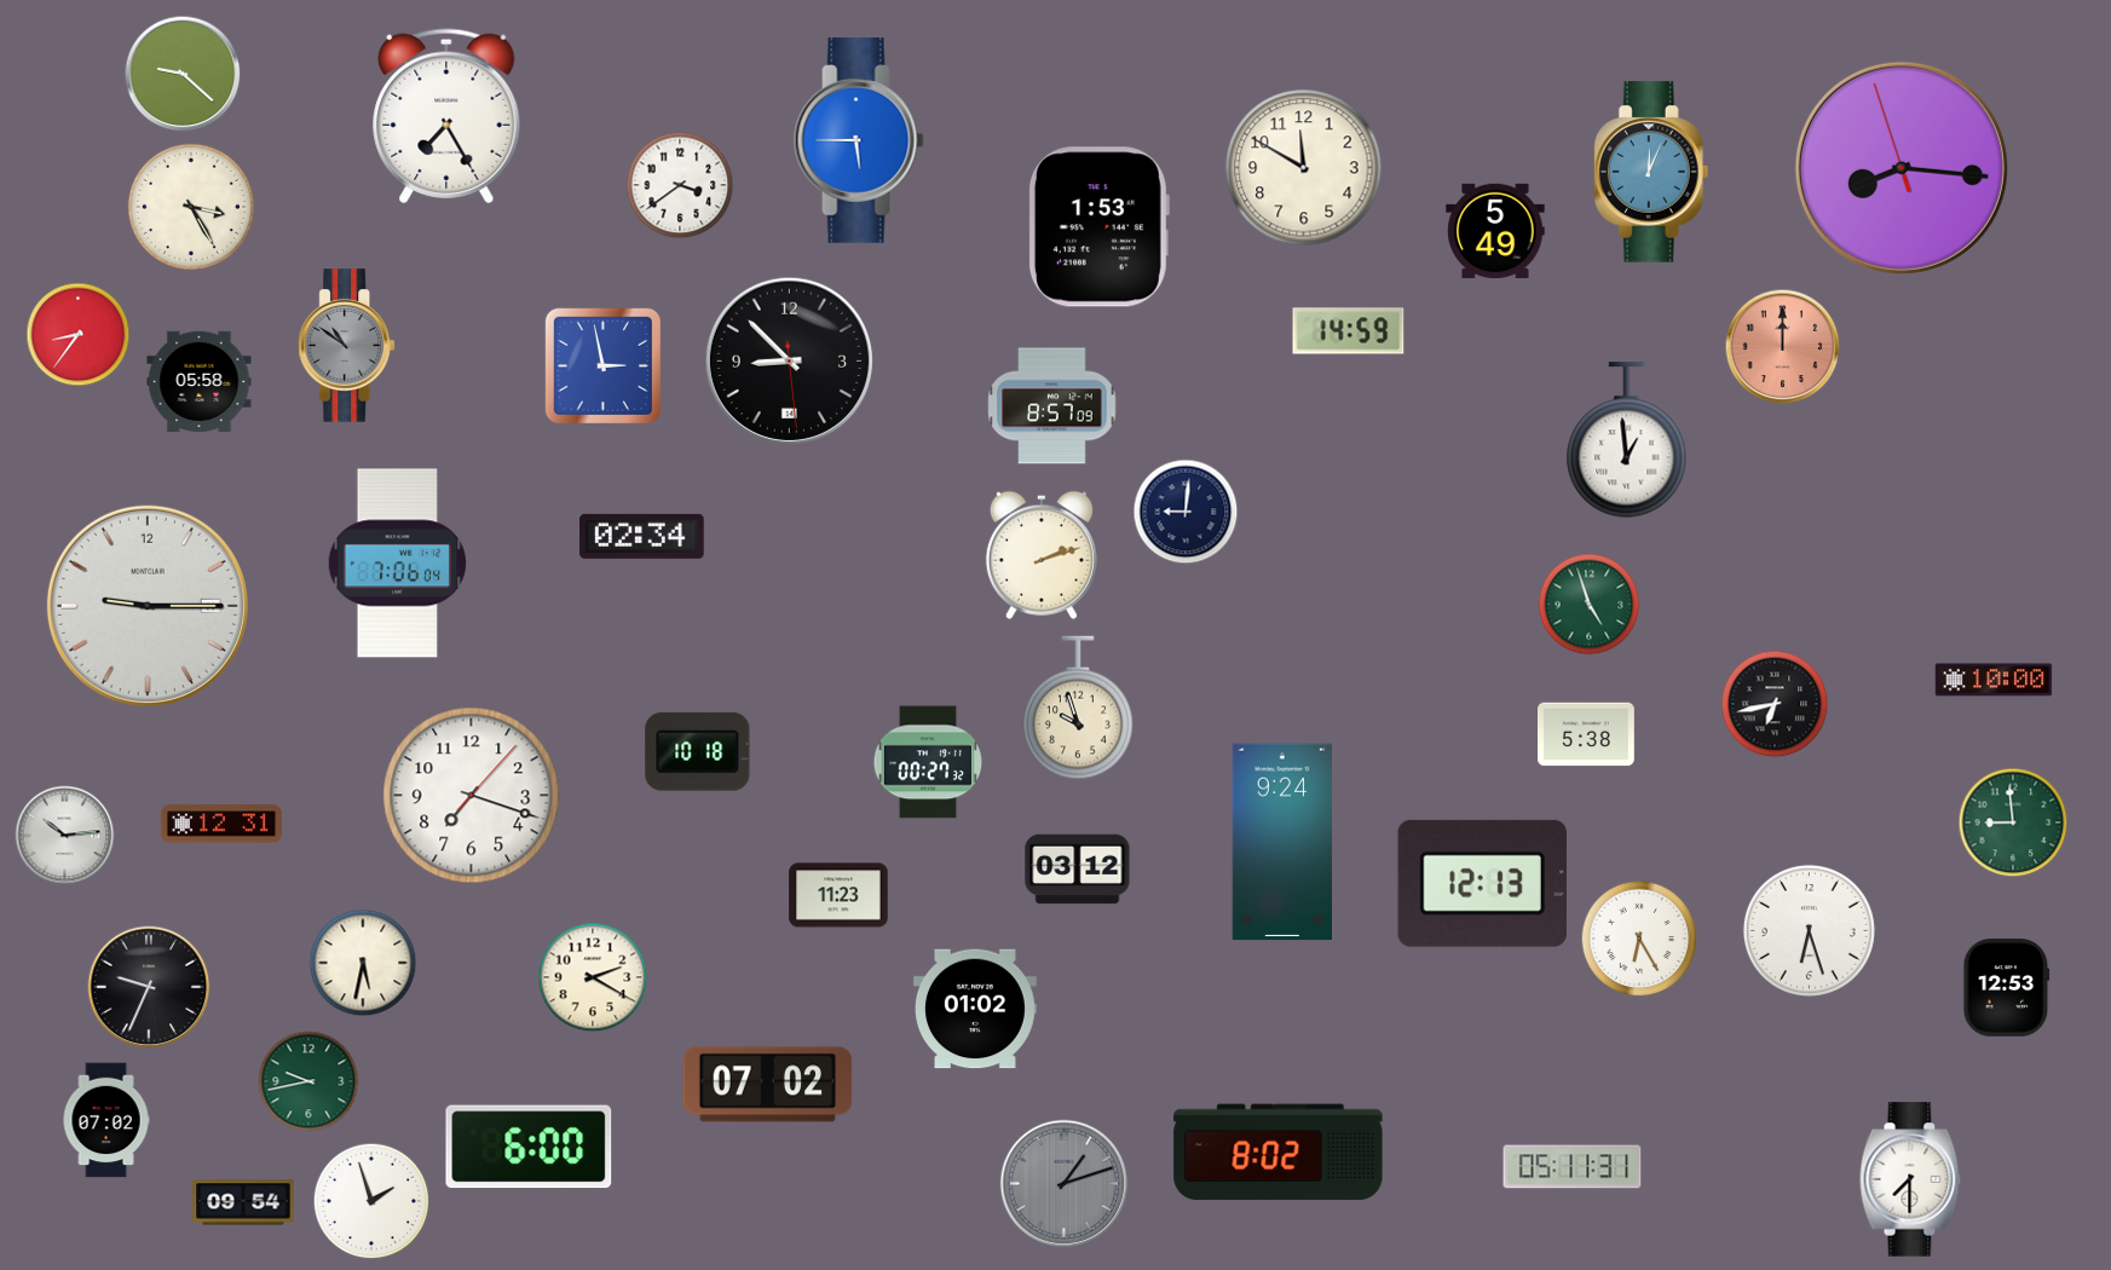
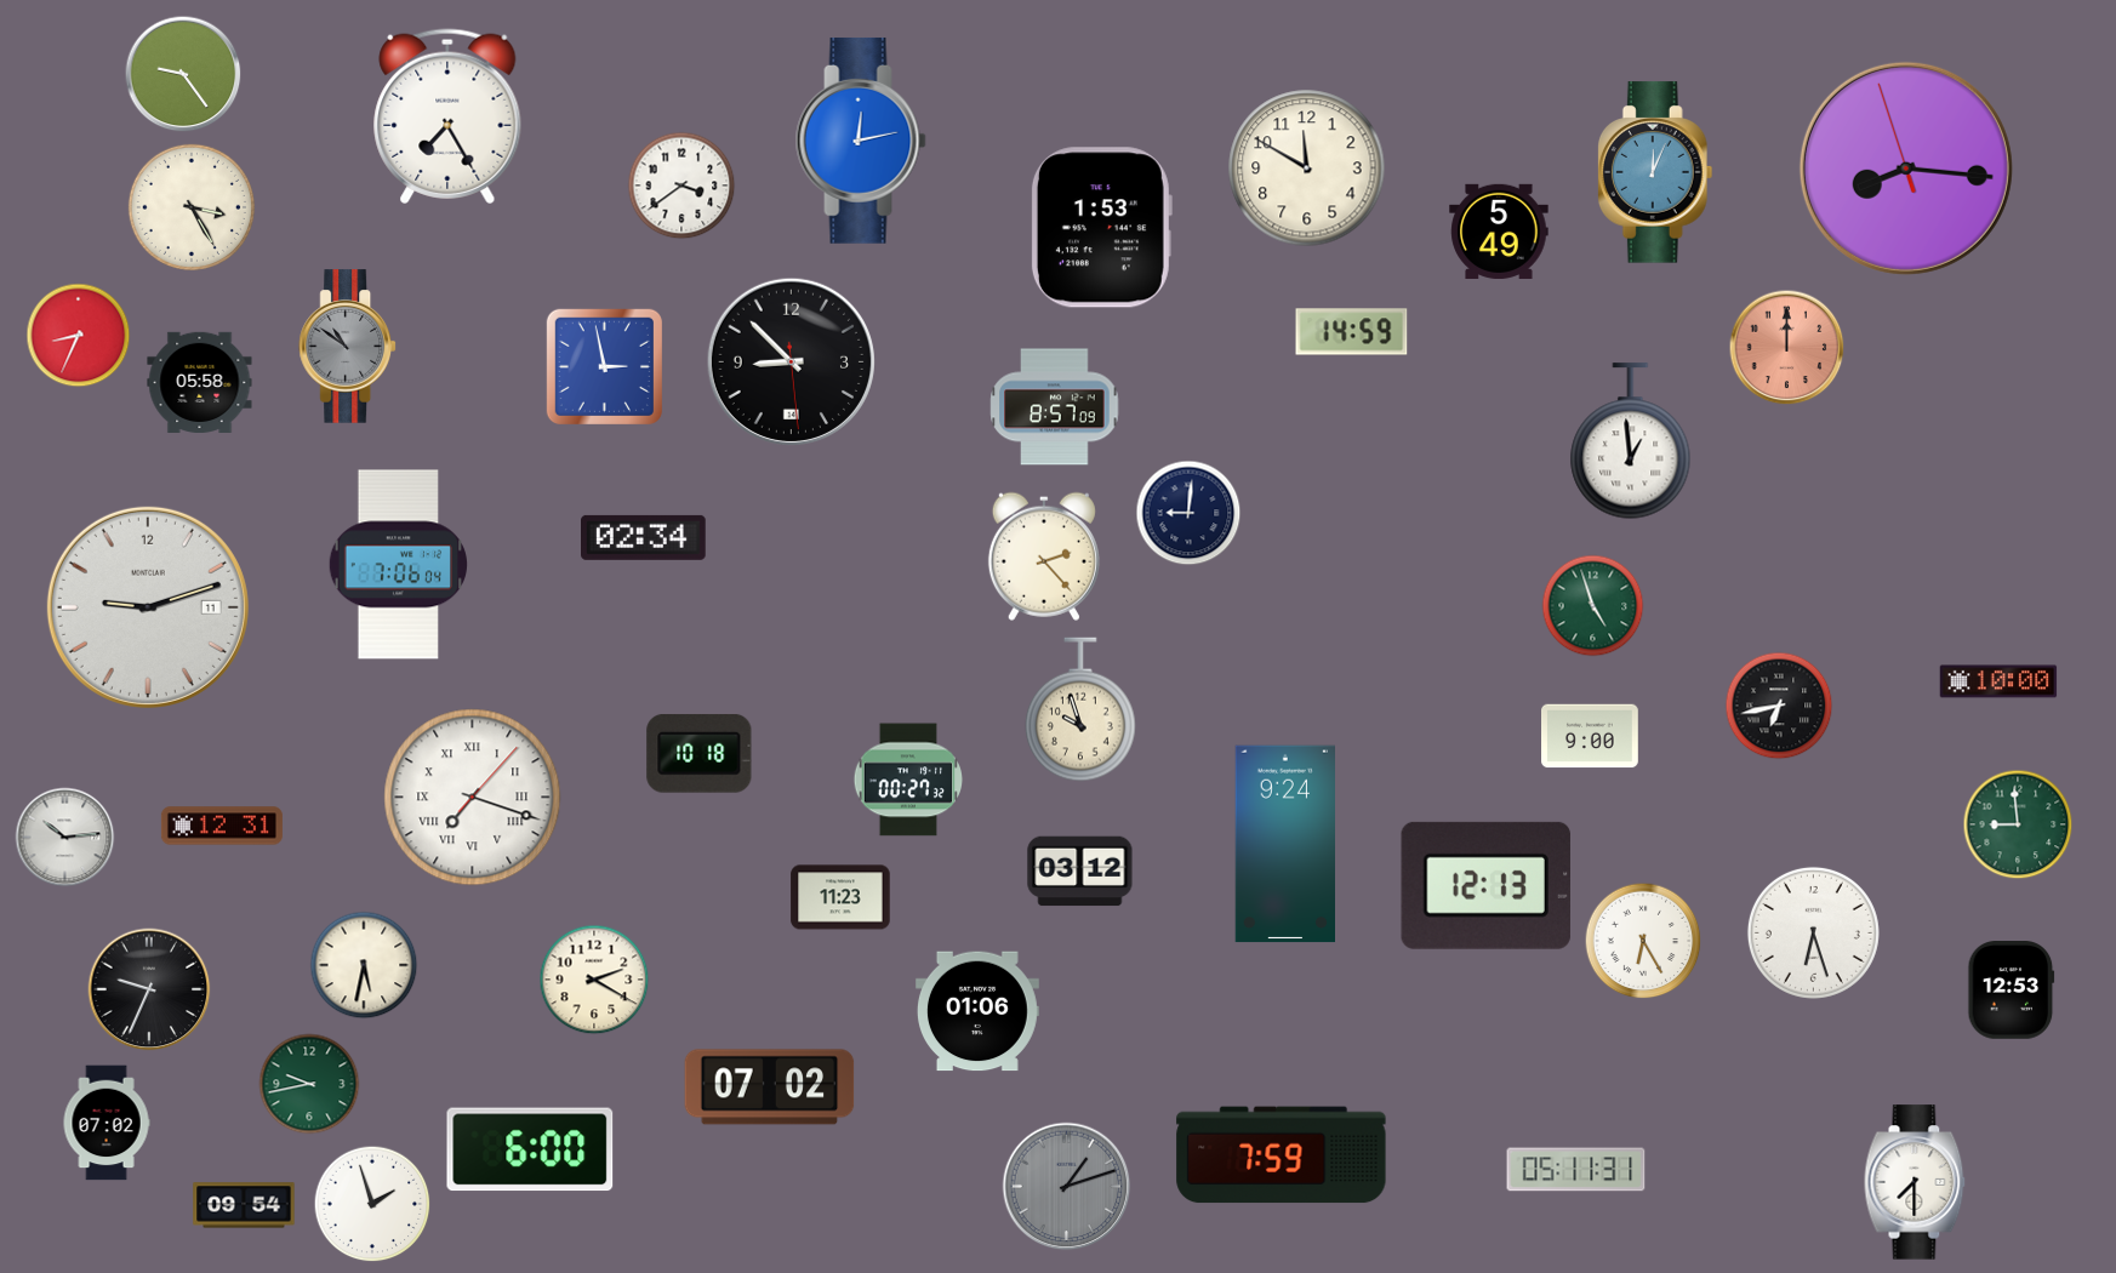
clock at (183, 74): 9:22 -> 9:24
clock at (859, 140): 5:45 -> 12:13
clock at (79, 335): 8:36 -> 8:34
clock at (1042, 555): 2:12 -> 2:23
clock at (148, 606): 9:15 -> 9:12
clock at (1587, 734): 5:38 -> 9:00
clock at (927, 762) position: (927, 762) -> (907, 780)
clock at (472, 796) numerals: Arabic -> Roman
clock at (975, 1009): 01:02 -> 01:06
clock at (1279, 1153): 8:02 -> 7:59
